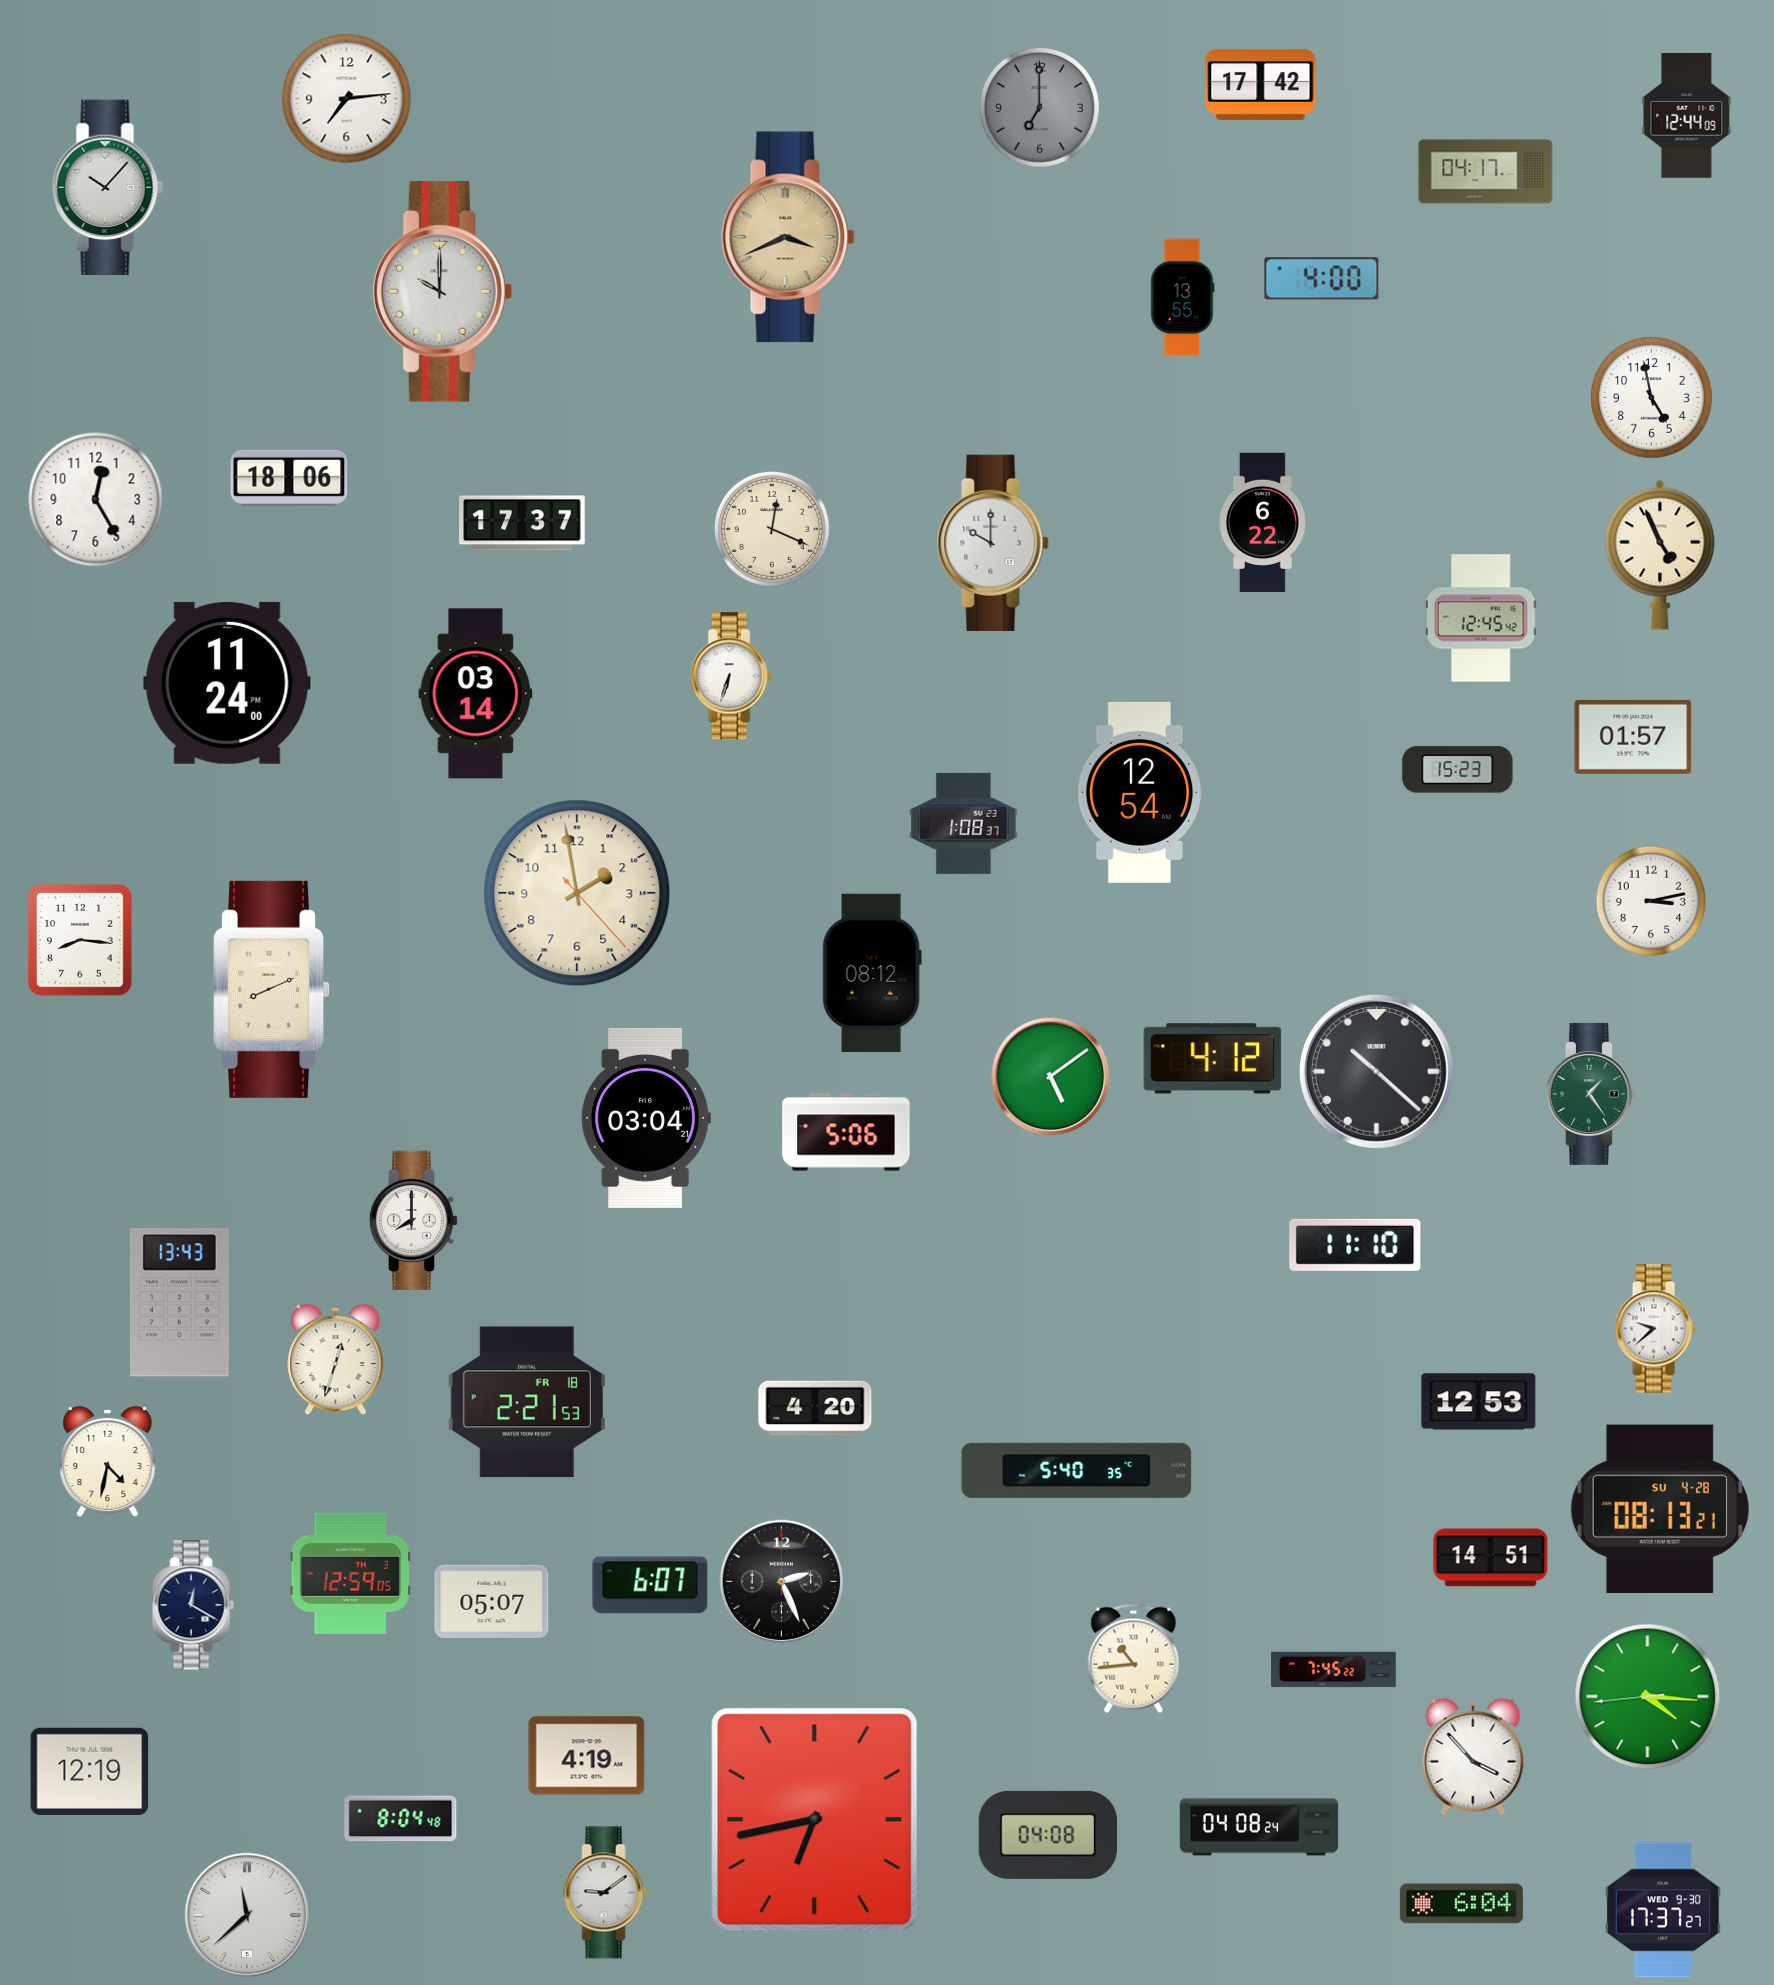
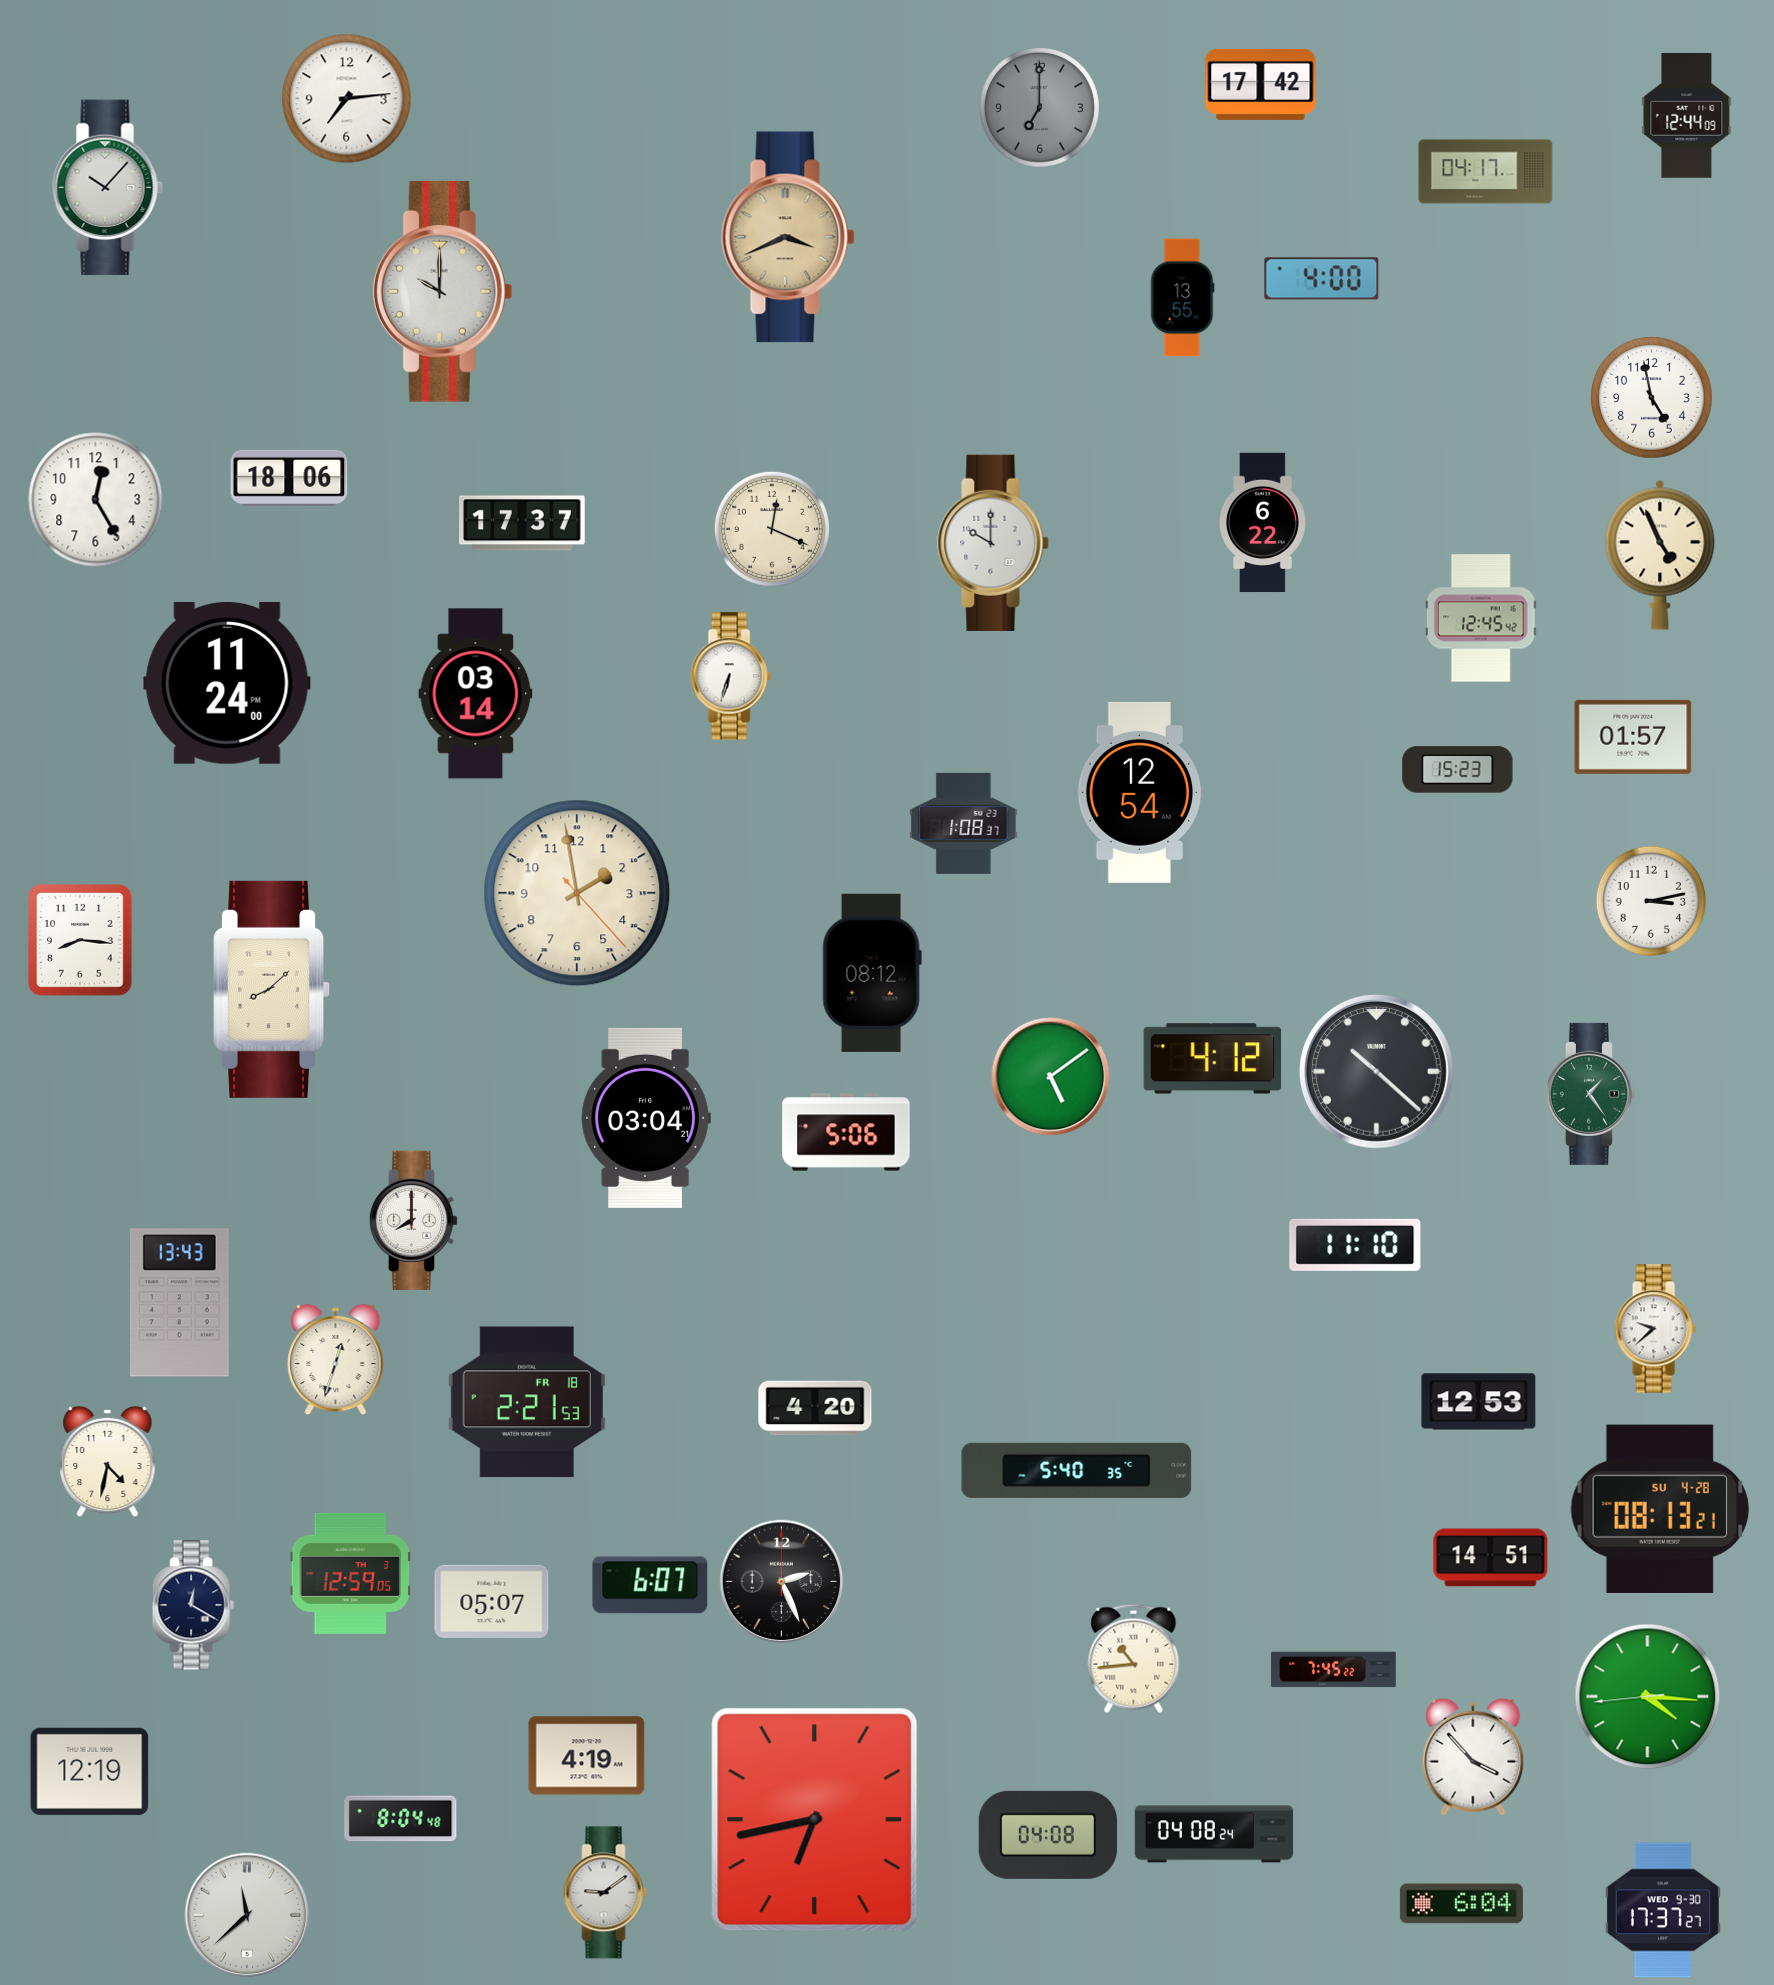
clock at (272, 989): 8:11 -> 8:08
clock at (1259, 1827) position: (1259, 1827) -> (1214, 1834)
